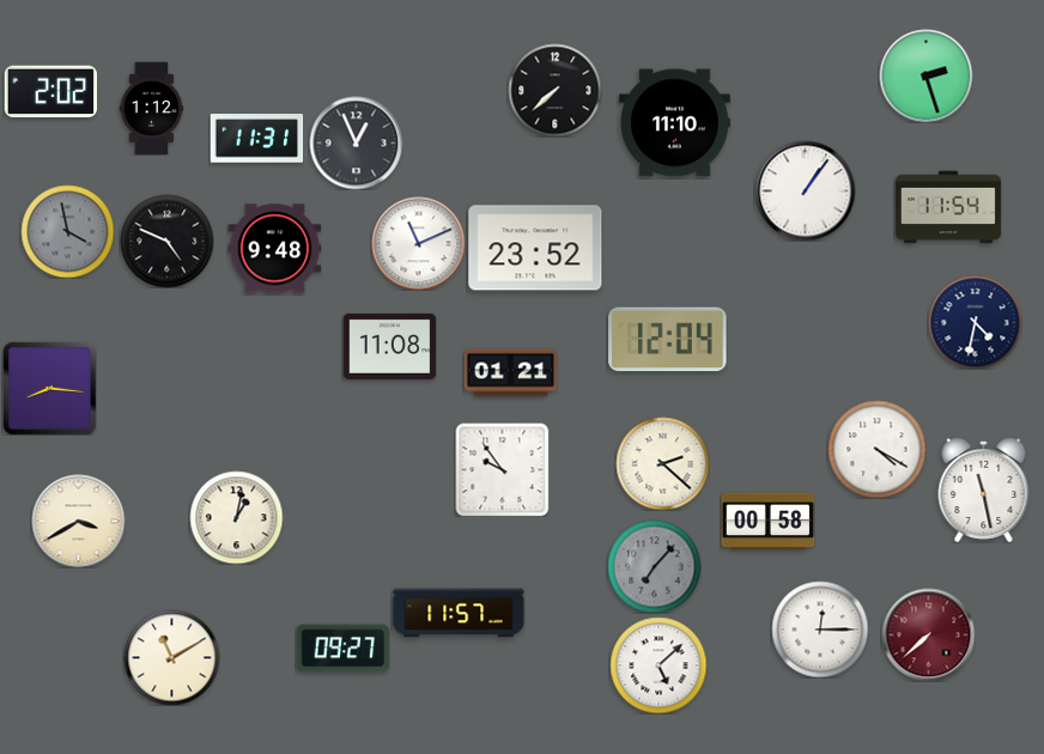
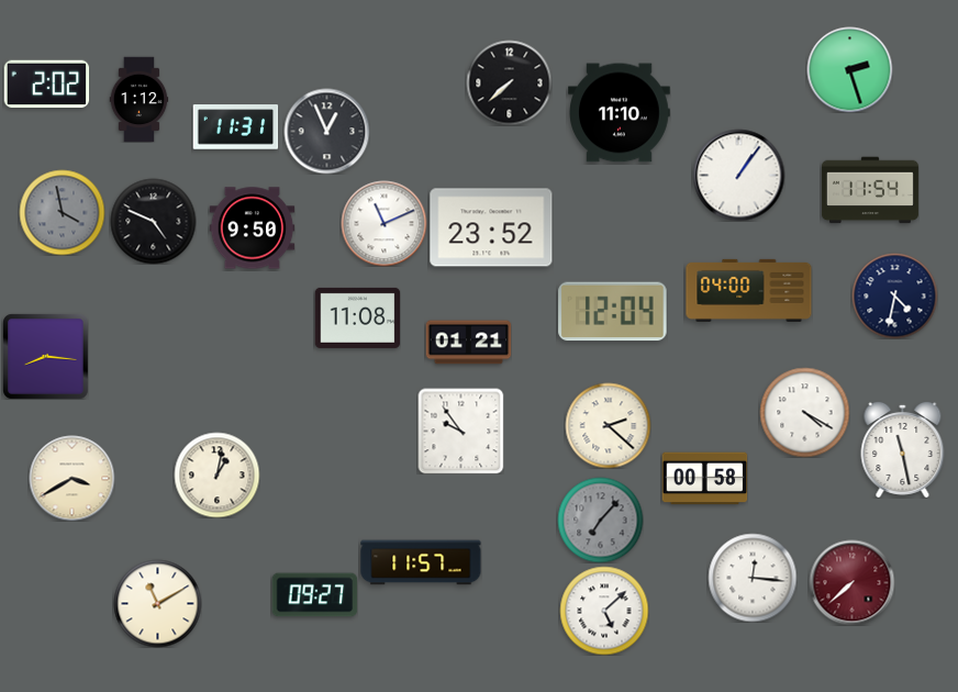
clock at (274, 249): 9:48 -> 9:50
clock at (749, 290): none -> 04:00
clock at (820, 630): 12:15 -> 12:16
